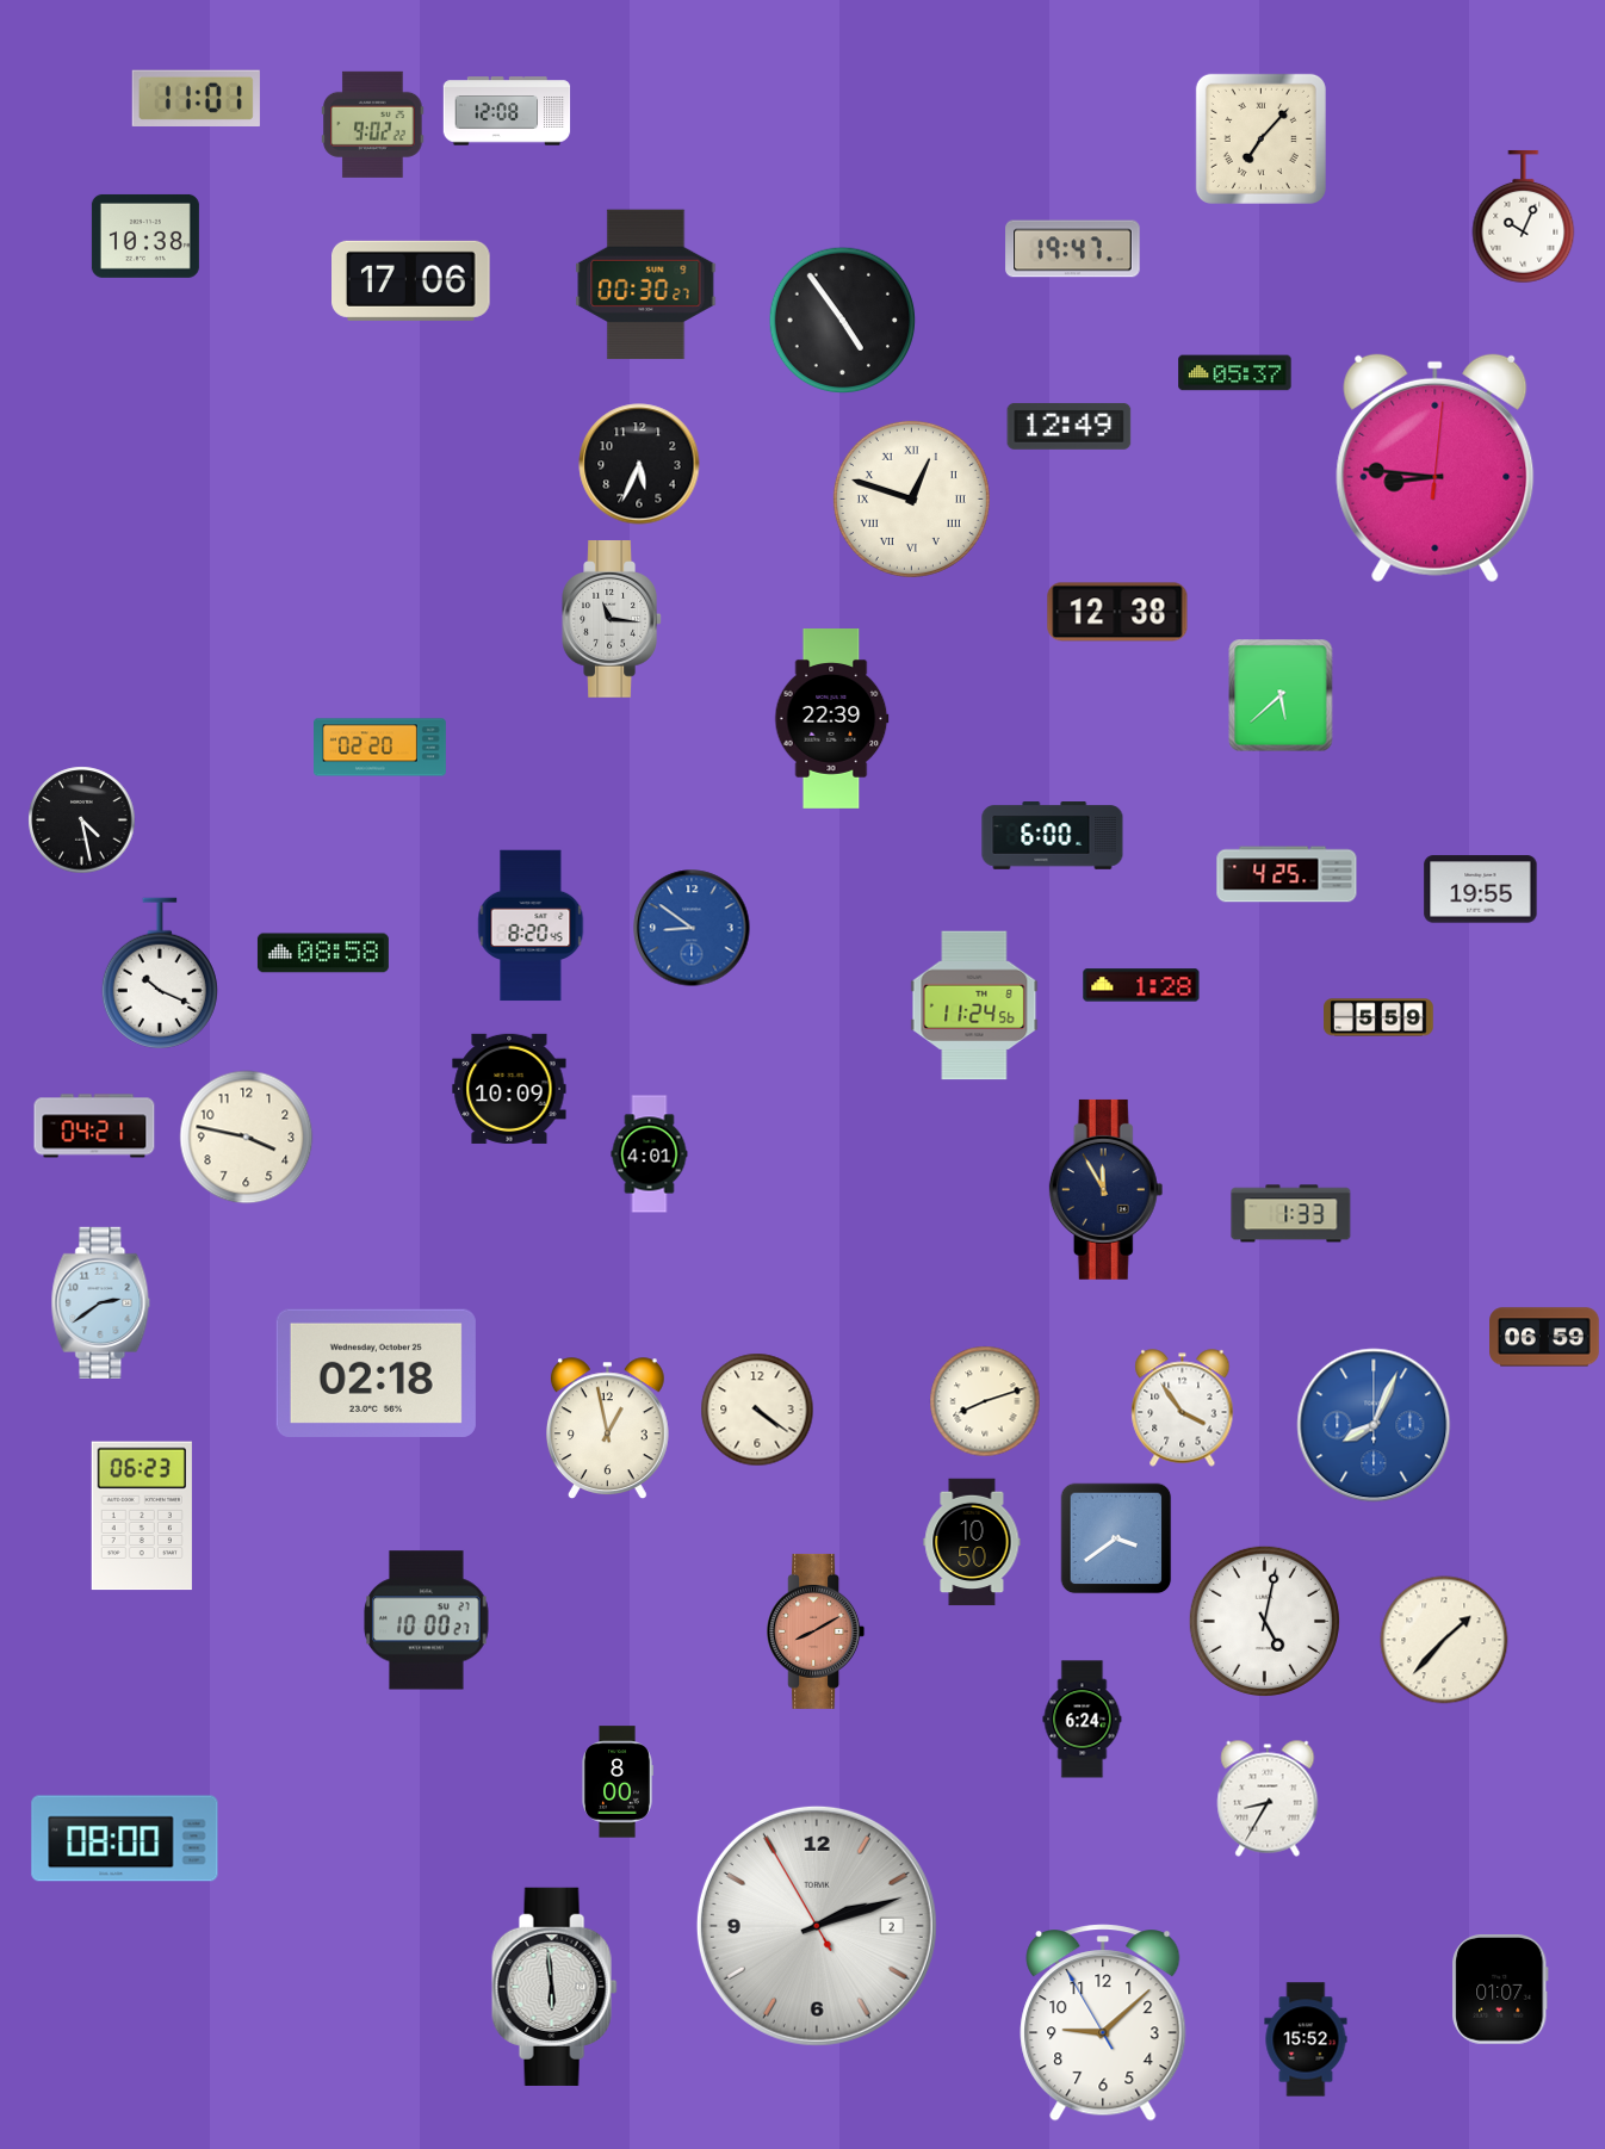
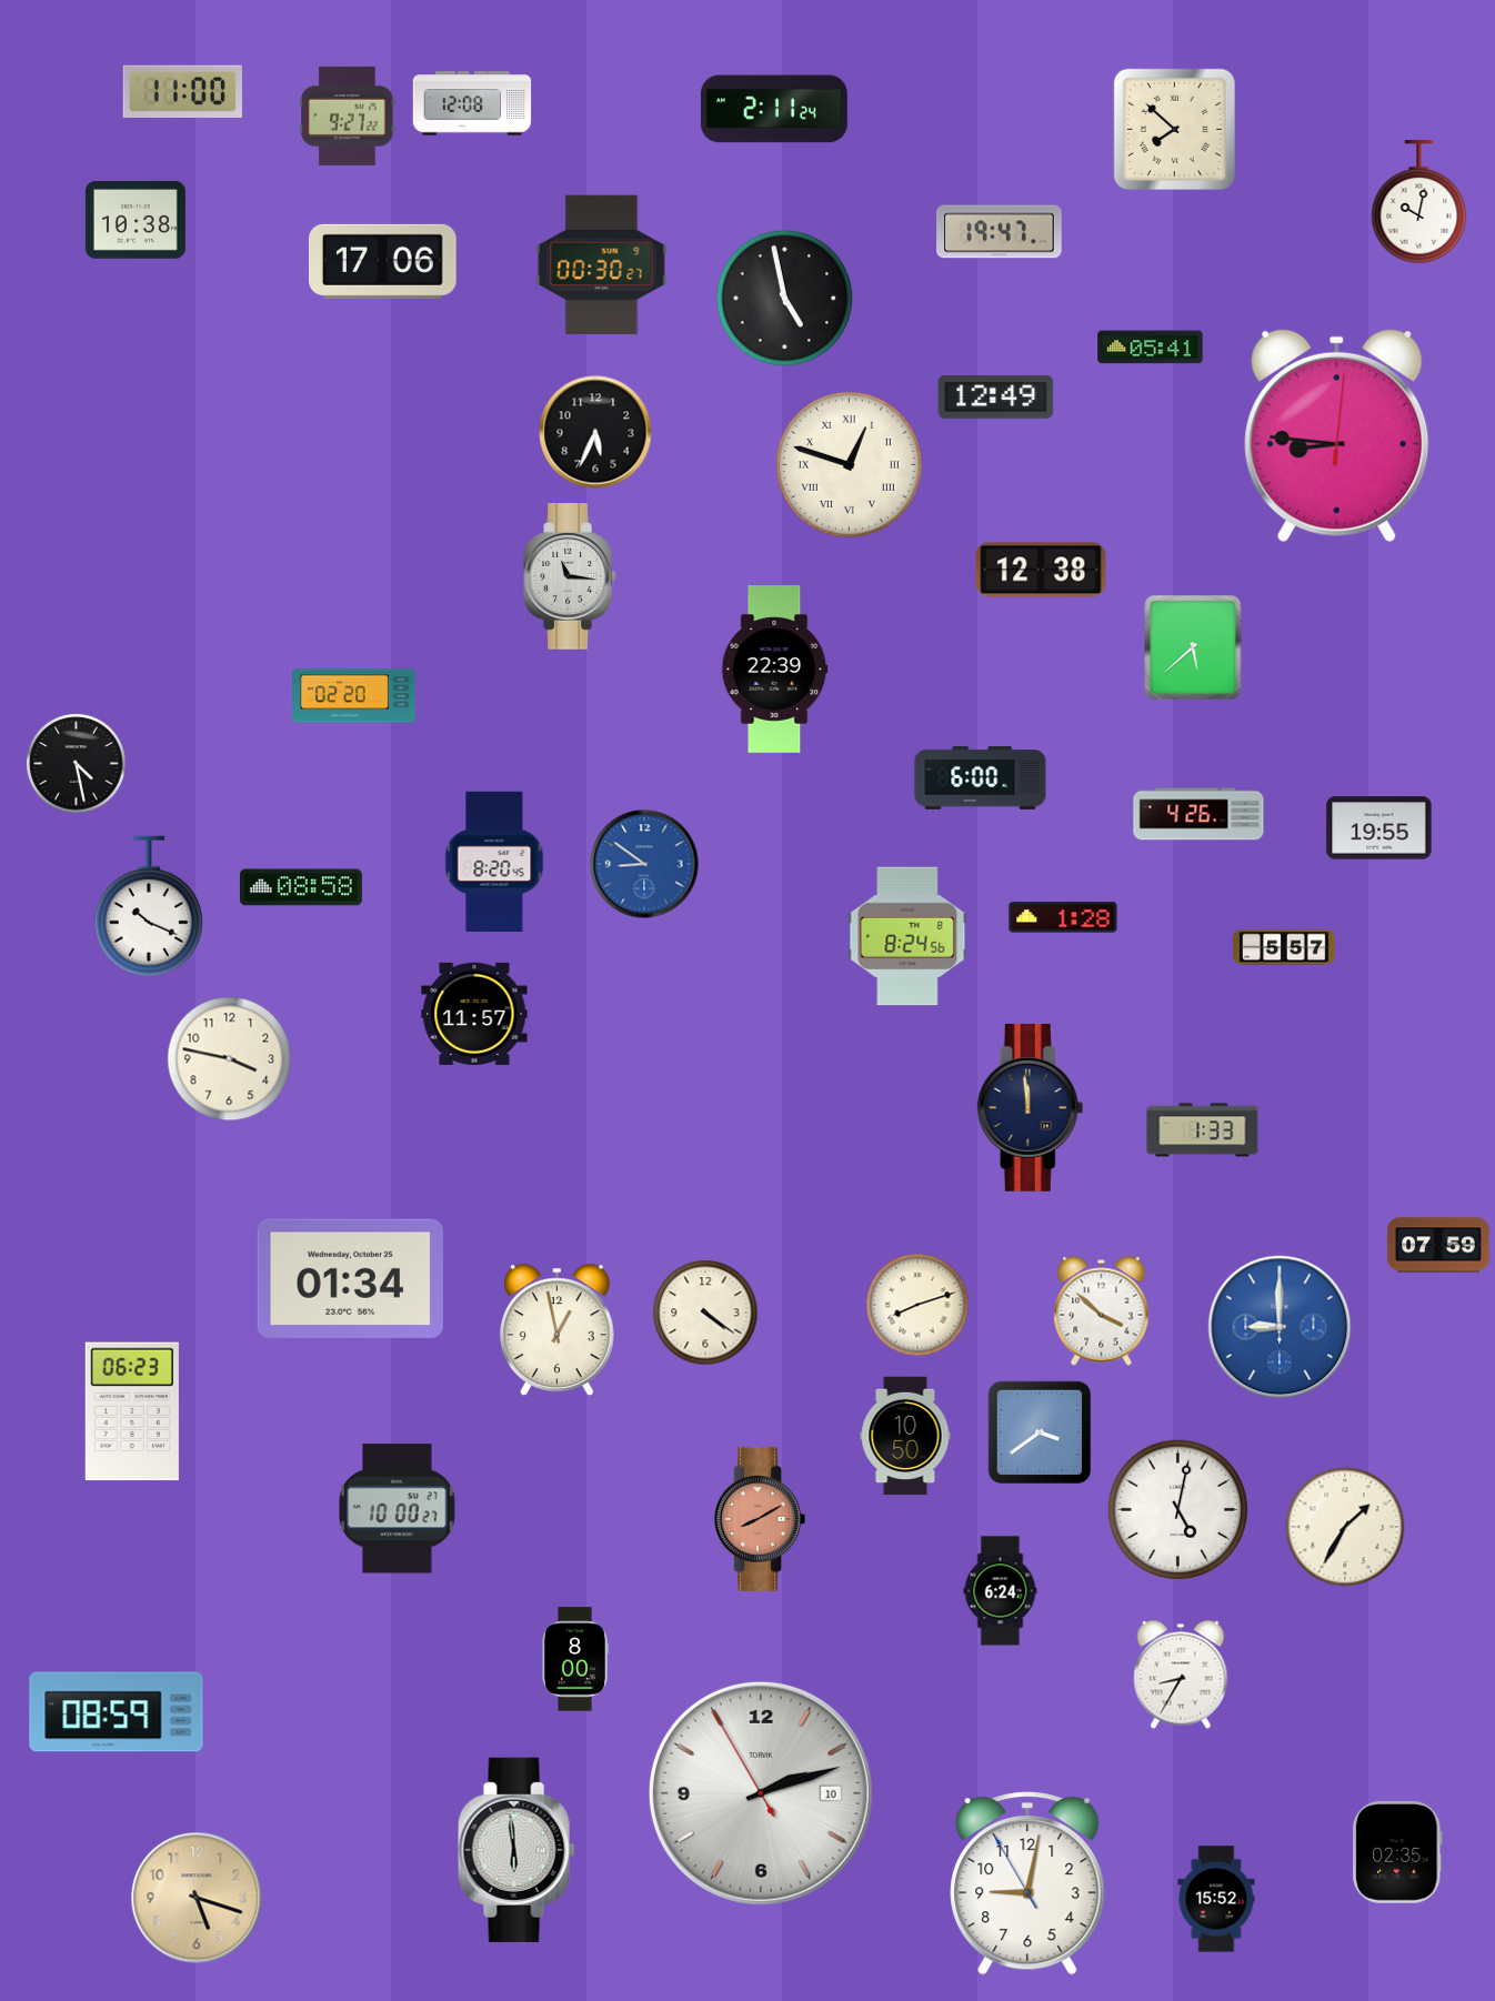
clock at (196, 98): 11:01 -> 11:00
clock at (774, 109): none -> 2:11
clock at (373, 124): 9:02 -> 9:27
clock at (1260, 138): 7:07 -> 7:52
clock at (1524, 217): 10:04 -> 10:02
clock at (843, 321): 4:54 -> 4:58
clock at (1235, 373): 05:37 -> 05:41
clock at (1287, 874): 4:25 -> 4:26
clock at (974, 1005): 11:24 -> 8:24
clock at (1378, 1017): 5:59 -> 5:57
clock at (509, 1089): 10:09 -> 11:57
clock at (94, 1126): 04:21 -> none
clock at (650, 1154): 4:01 -> none
clock at (1107, 1189): 11:55 -> 11:59
clock at (101, 1302): 2:39 -> none
clock at (1544, 1337): 06:59 -> 07:59
clock at (376, 1373): 02:18 -> 01:34
clock at (1183, 1408): 3:54 -> 3:52
clock at (1374, 1425): 8:04 -> 9:00
clock at (607, 1429) position: (607, 1429) -> (556, 1330)
clock at (1444, 1640): 1:37 -> 1:35
clock at (1083, 1720) position: (1083, 1720) -> (1001, 1591)
clock at (125, 1839): 08:00 -> 08:59
clock at (817, 1926) date: 2 -> 10
clock at (1500, 1990): 01:07 -> 02:35
clock at (1103, 2023): 9:07 -> 9:01
clock at (197, 1898): none -> 5:18
